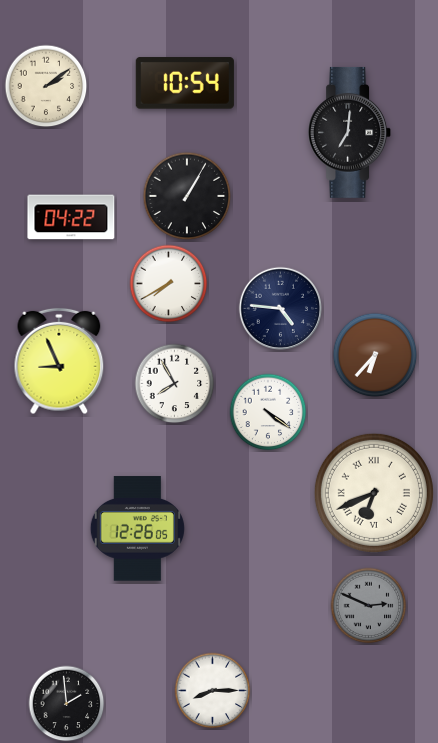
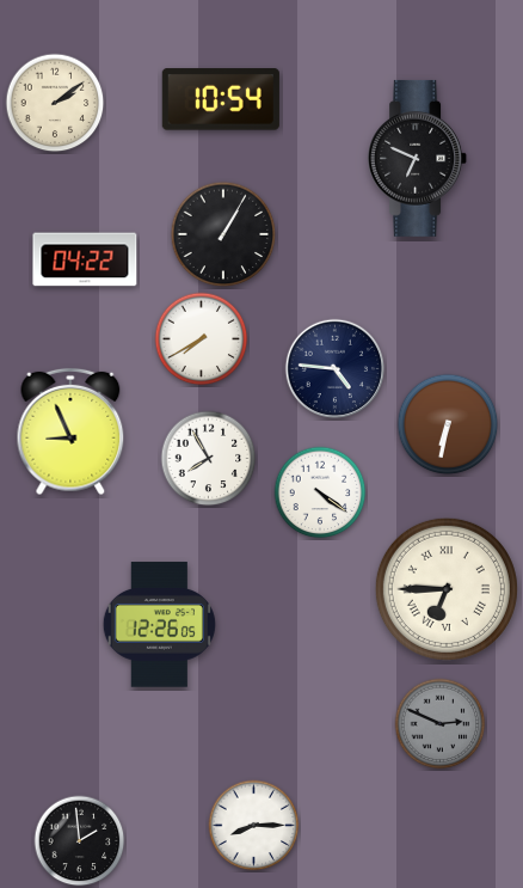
clock at (350, 132): 7:01 -> 6:49
clock at (375, 355): 6:37 -> 6:32
clock at (374, 493): 6:41 -> 6:45
clock at (137, 529) position: (137, 529) -> (159, 625)
